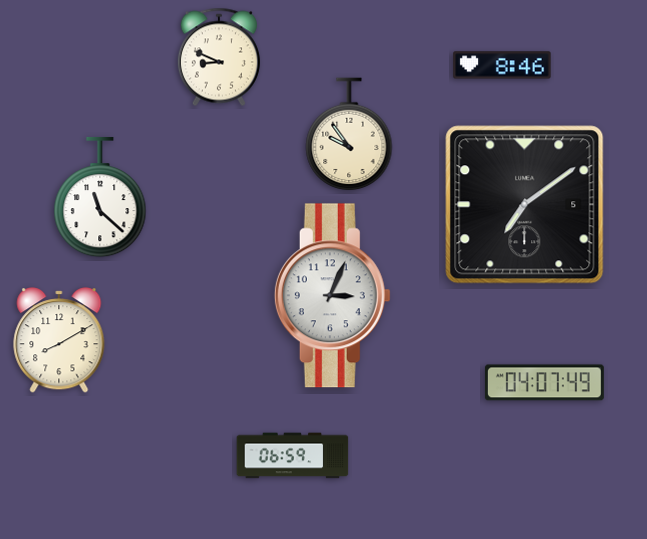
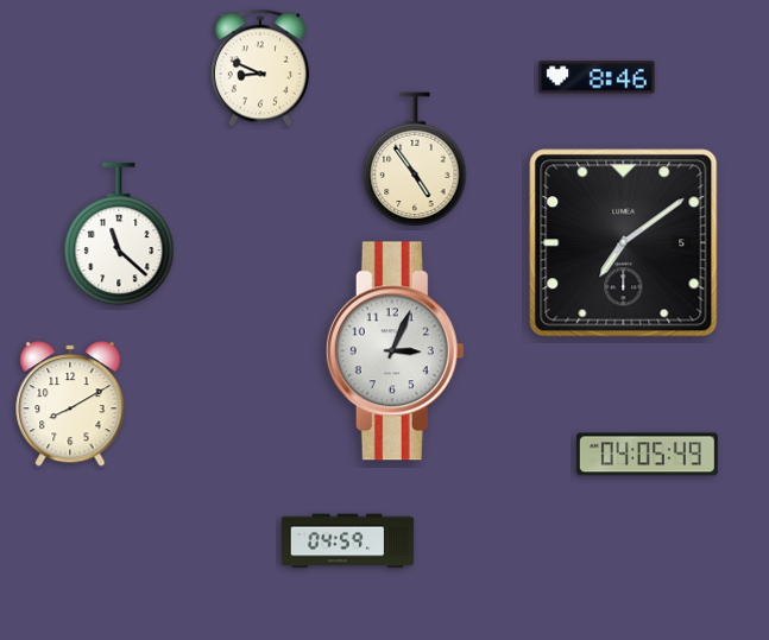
clock at (349, 135): 9:54 -> 4:54
clock at (544, 383): 04:07 -> 04:05
clock at (293, 456): 06:59 -> 04:59
